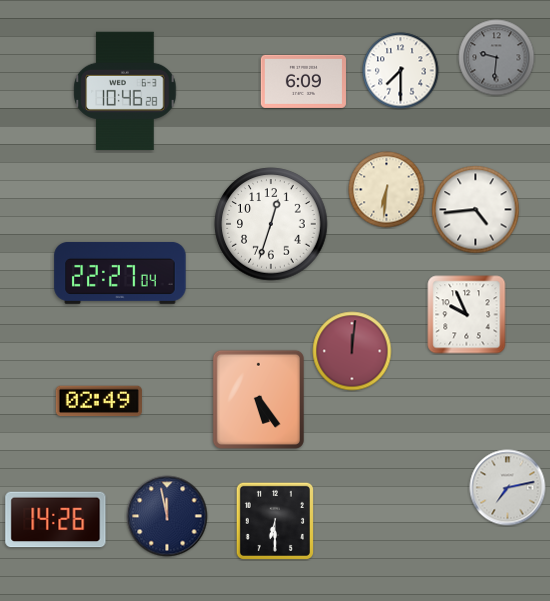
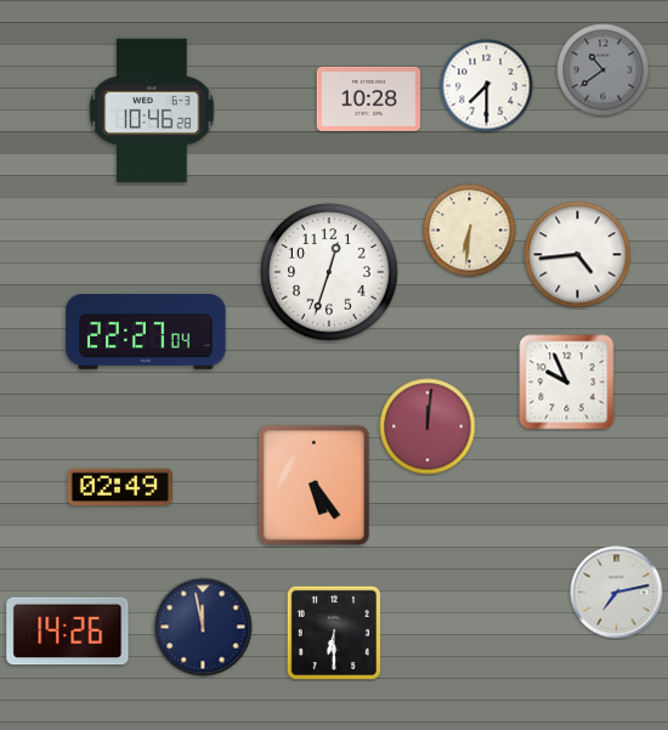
clock at (497, 58): 9:31 -> 10:39
clock at (303, 81): 6:09 -> 10:28
